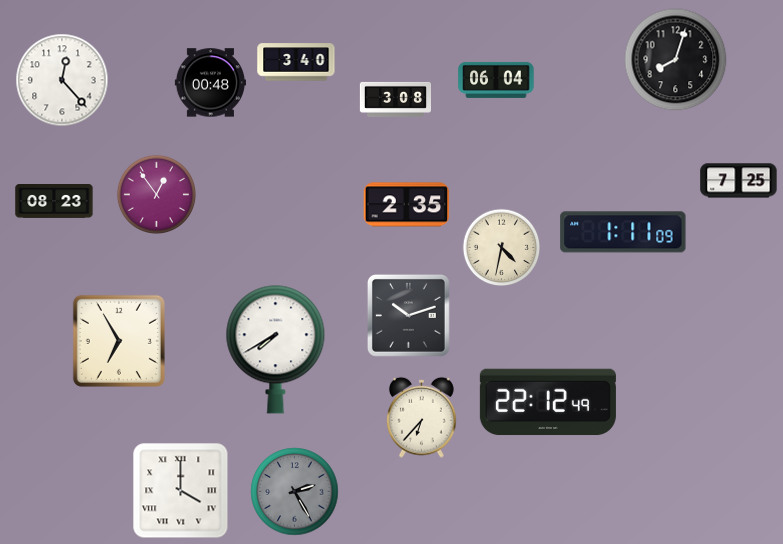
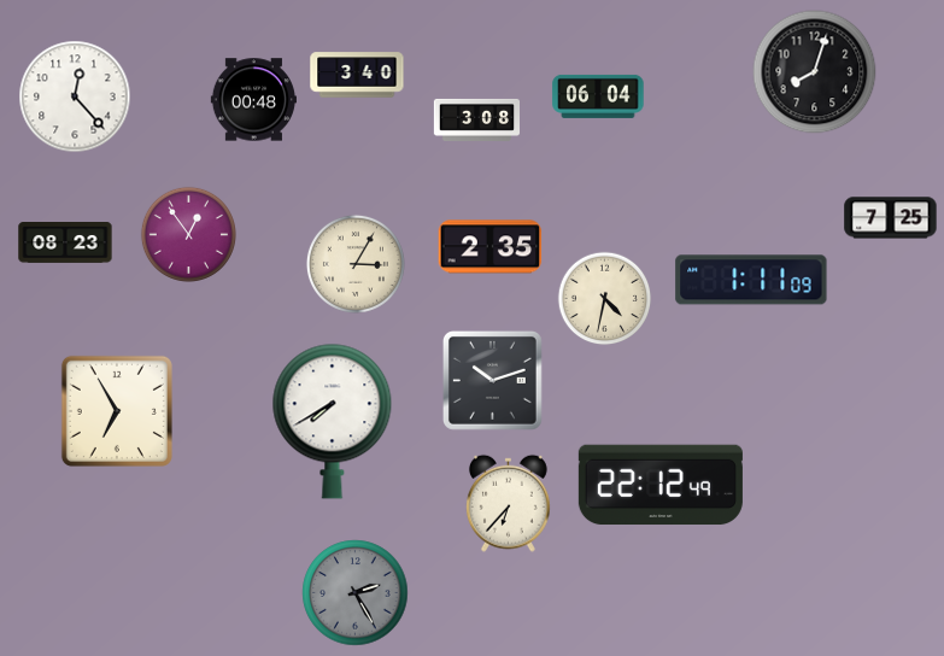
clock at (356, 264): none -> 3:05
clock at (119, 341) position: (119, 341) -> (117, 411)
clock at (181, 491): 4:00 -> none
